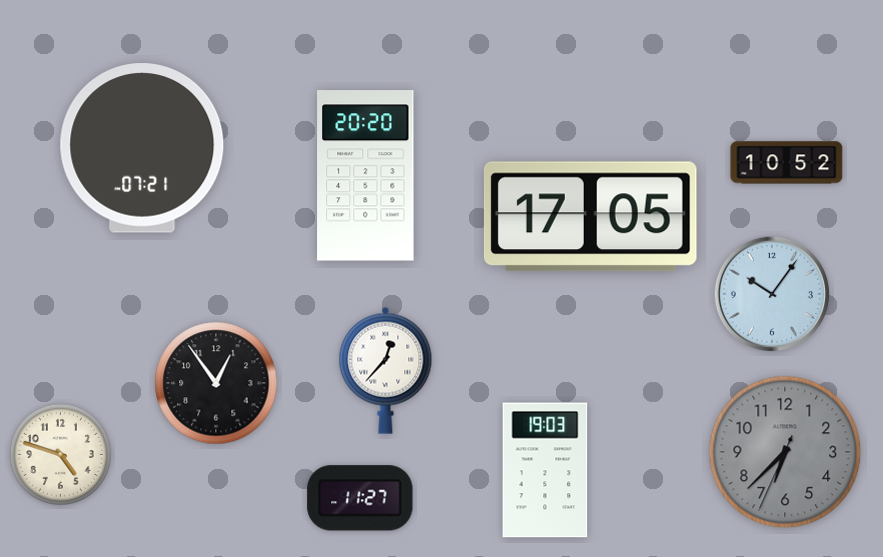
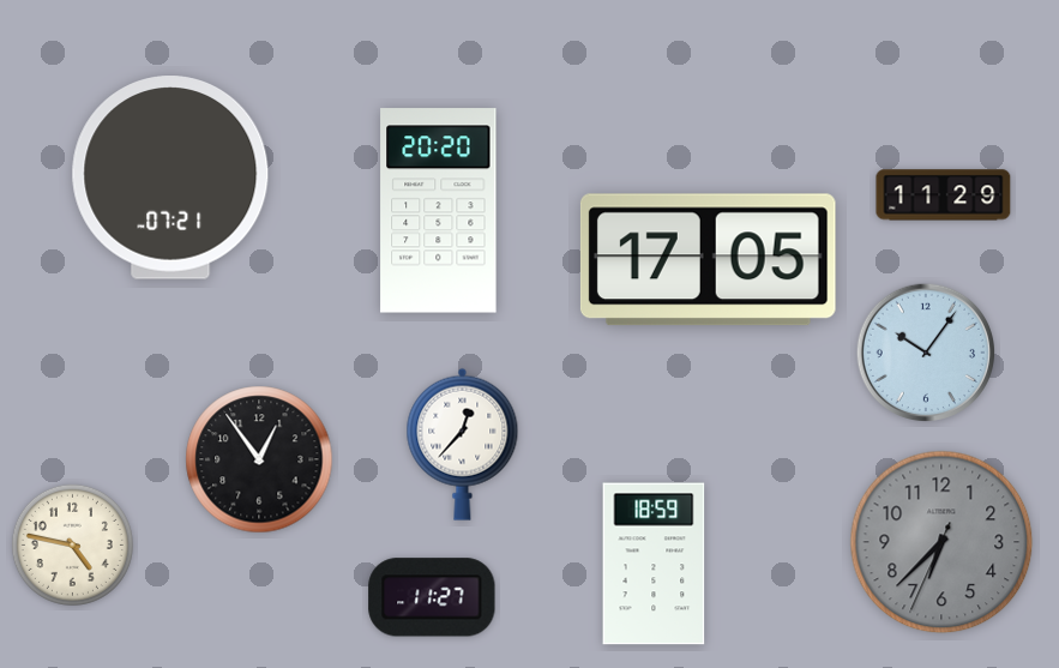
clock at (787, 163): 10:52 -> 11:29
clock at (60, 454): 4:48 -> 4:47
clock at (545, 470): 19:03 -> 18:59
